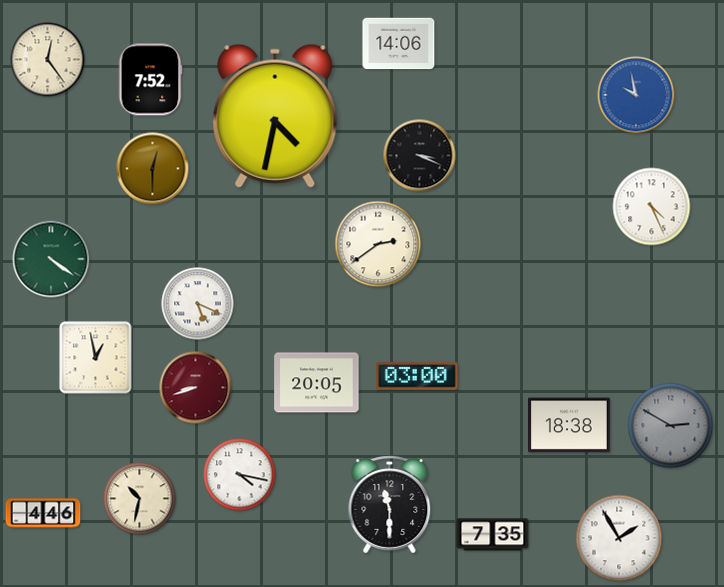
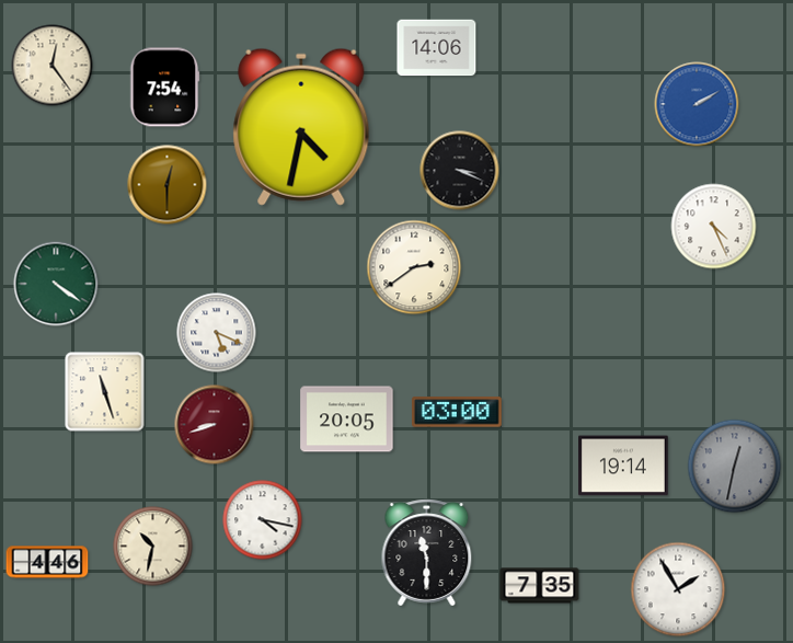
clock at (150, 80): 7:52 -> 7:54
clock at (636, 95): 9:58 -> 2:10
clock at (96, 358): 12:58 -> 11:27
clock at (570, 425): 18:38 -> 19:14
clock at (671, 426): 2:50 -> 12:32
